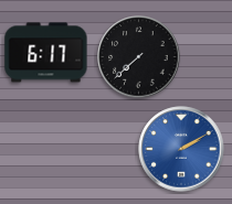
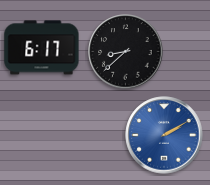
clock at (139, 57): 7:38 -> 8:38
